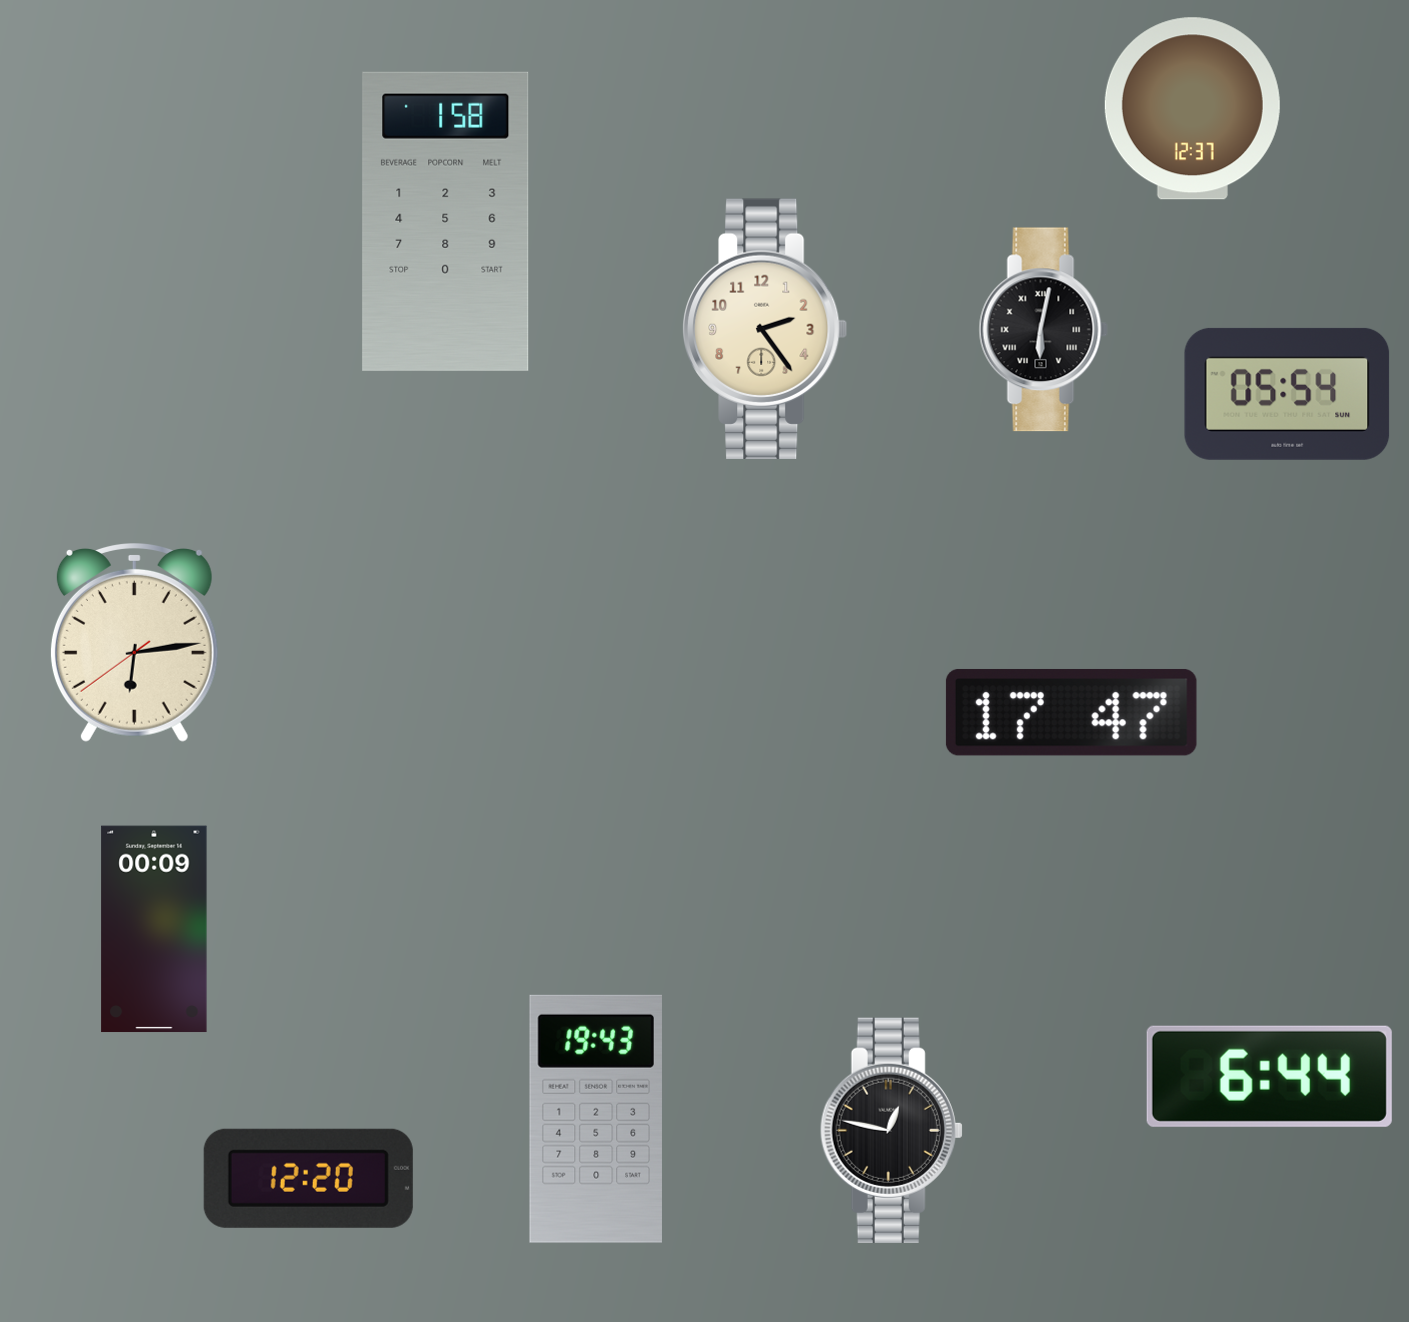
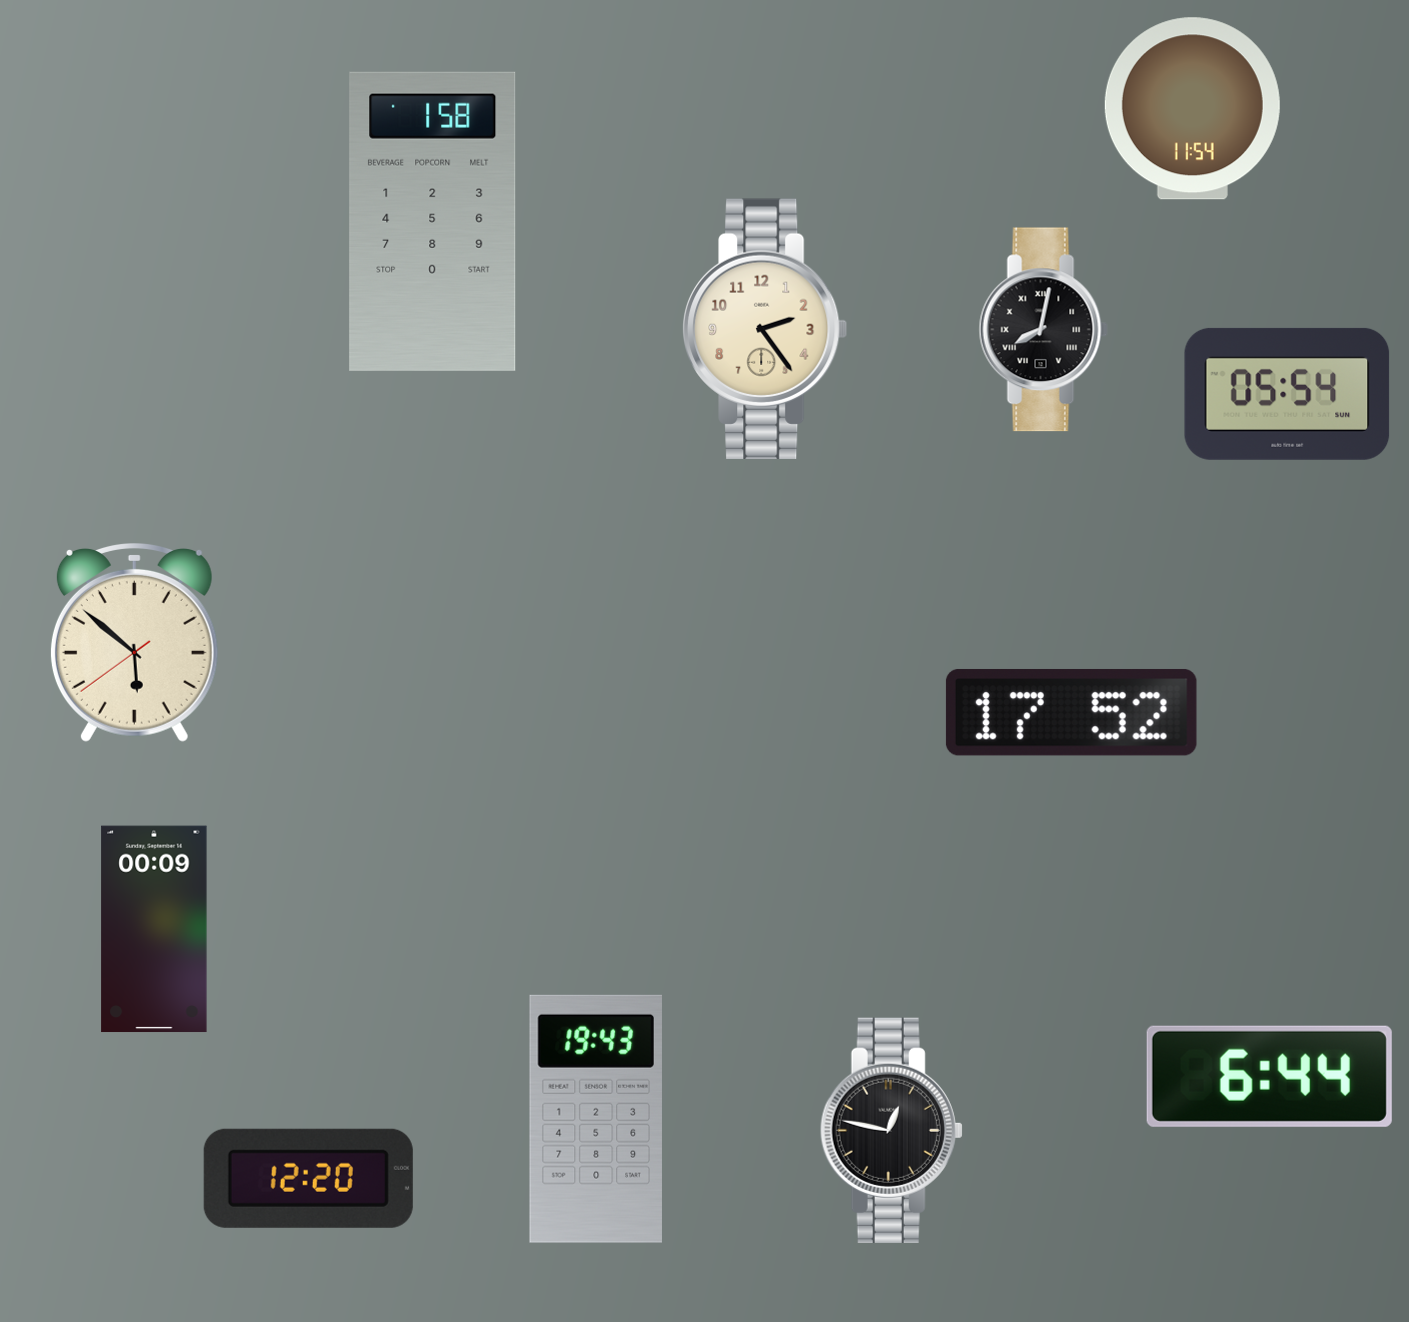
clock at (1192, 109): 12:37 -> 11:54
clock at (446, 221) position: (446, 221) -> (433, 221)
clock at (1043, 330): 6:02 -> 8:02
clock at (134, 643): 6:13 -> 5:51
clock at (1071, 712): 17:47 -> 17:52
